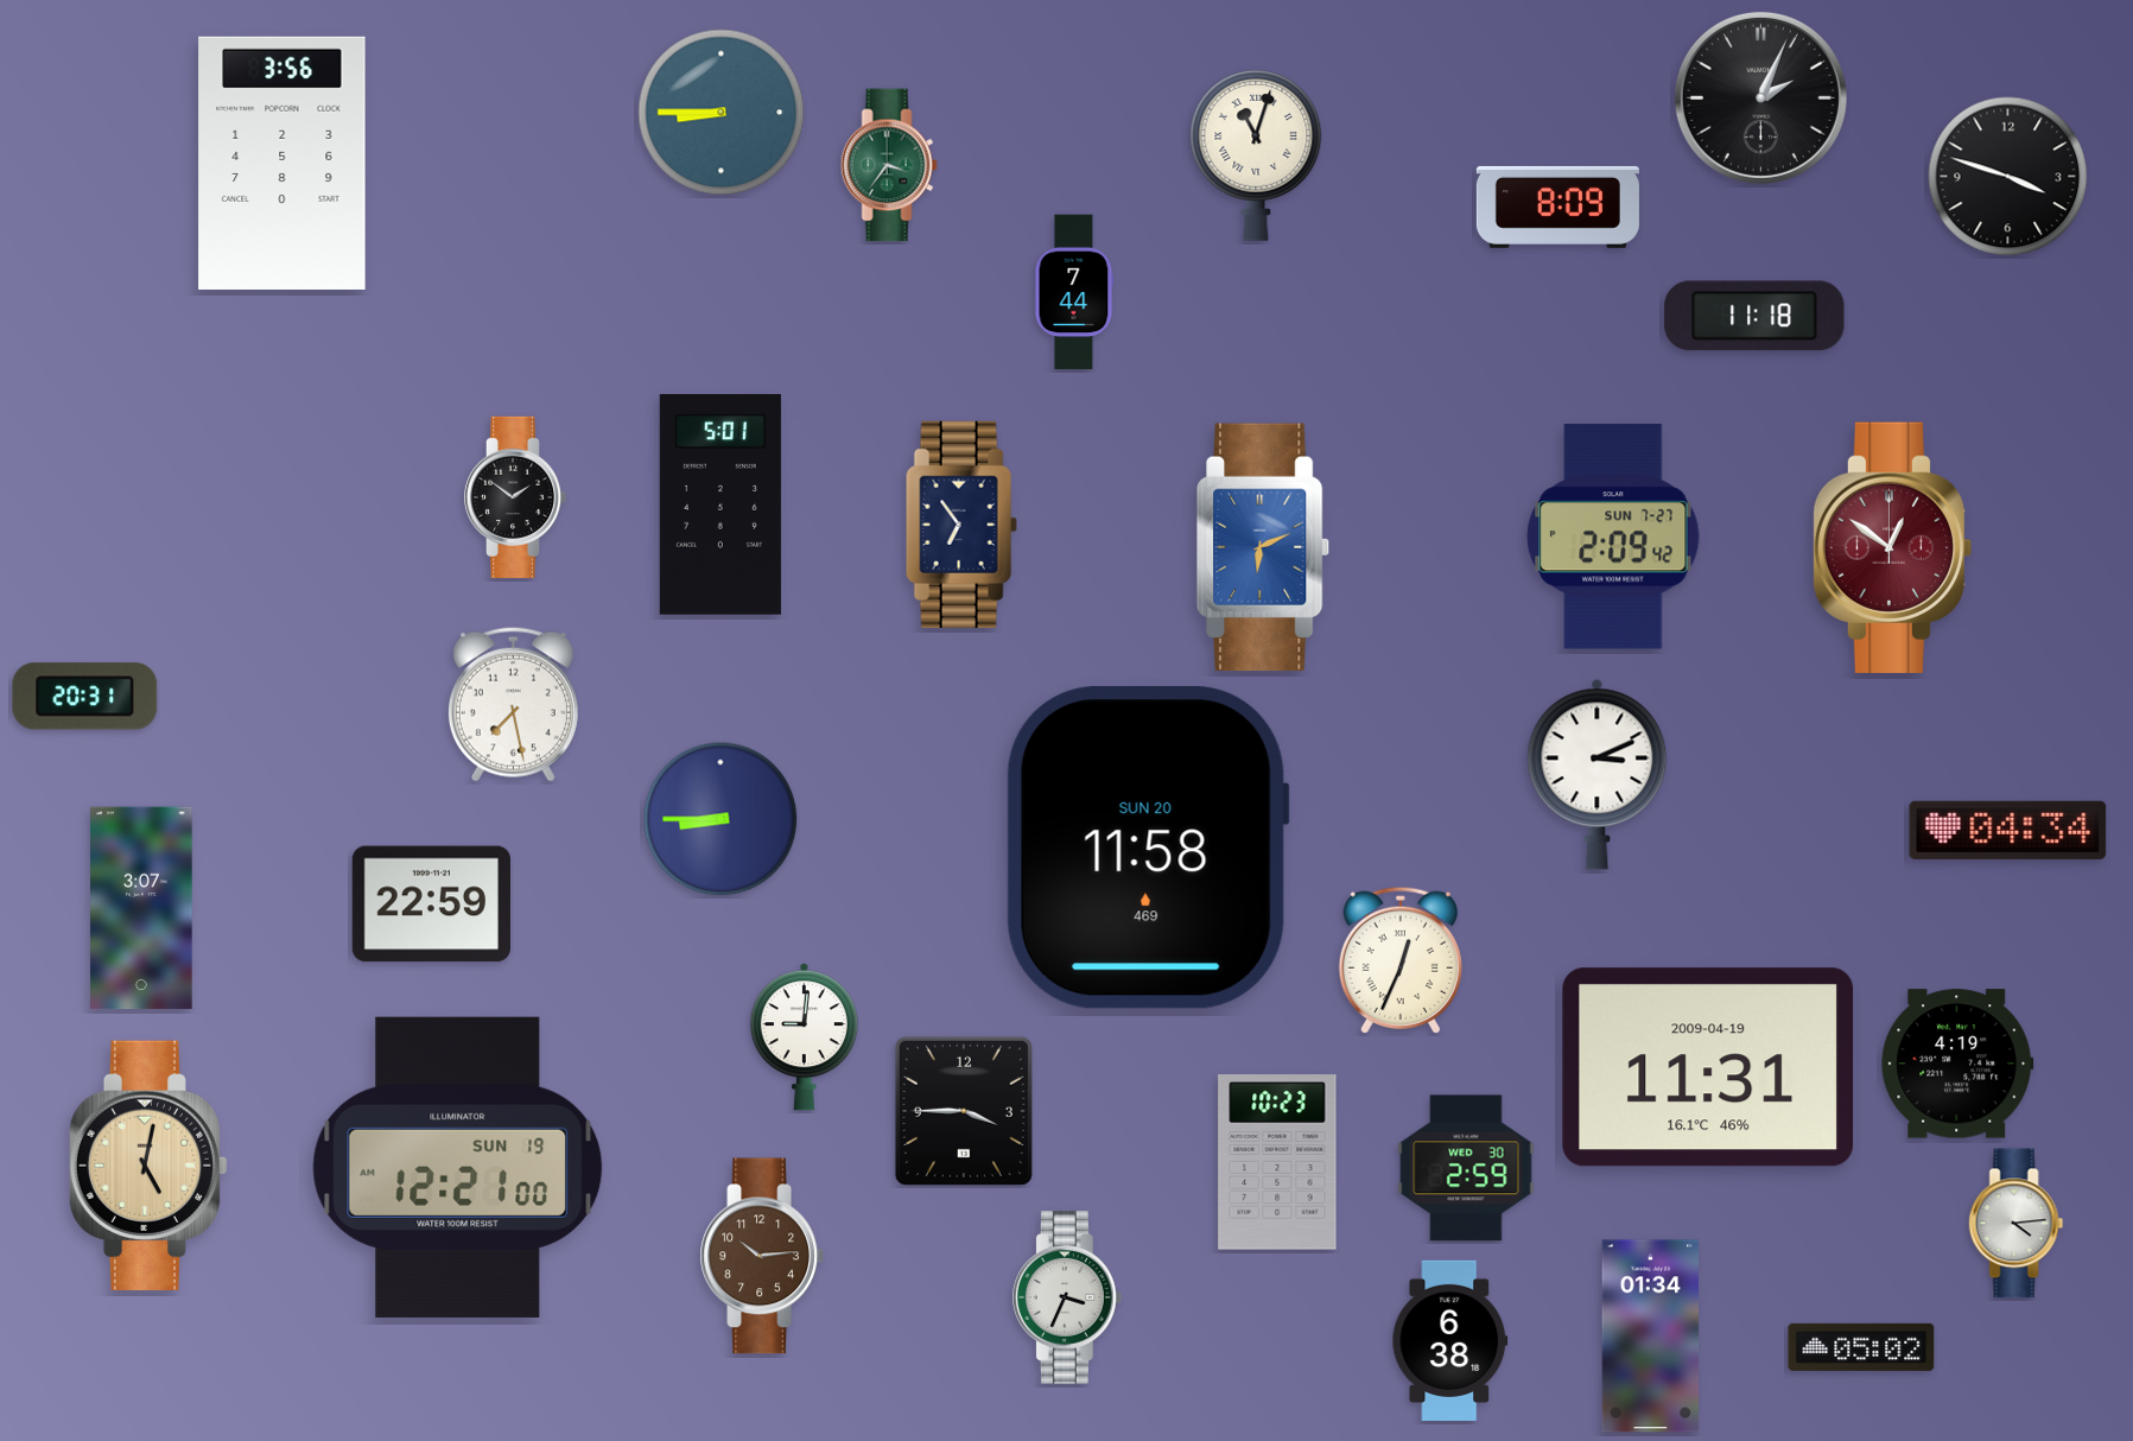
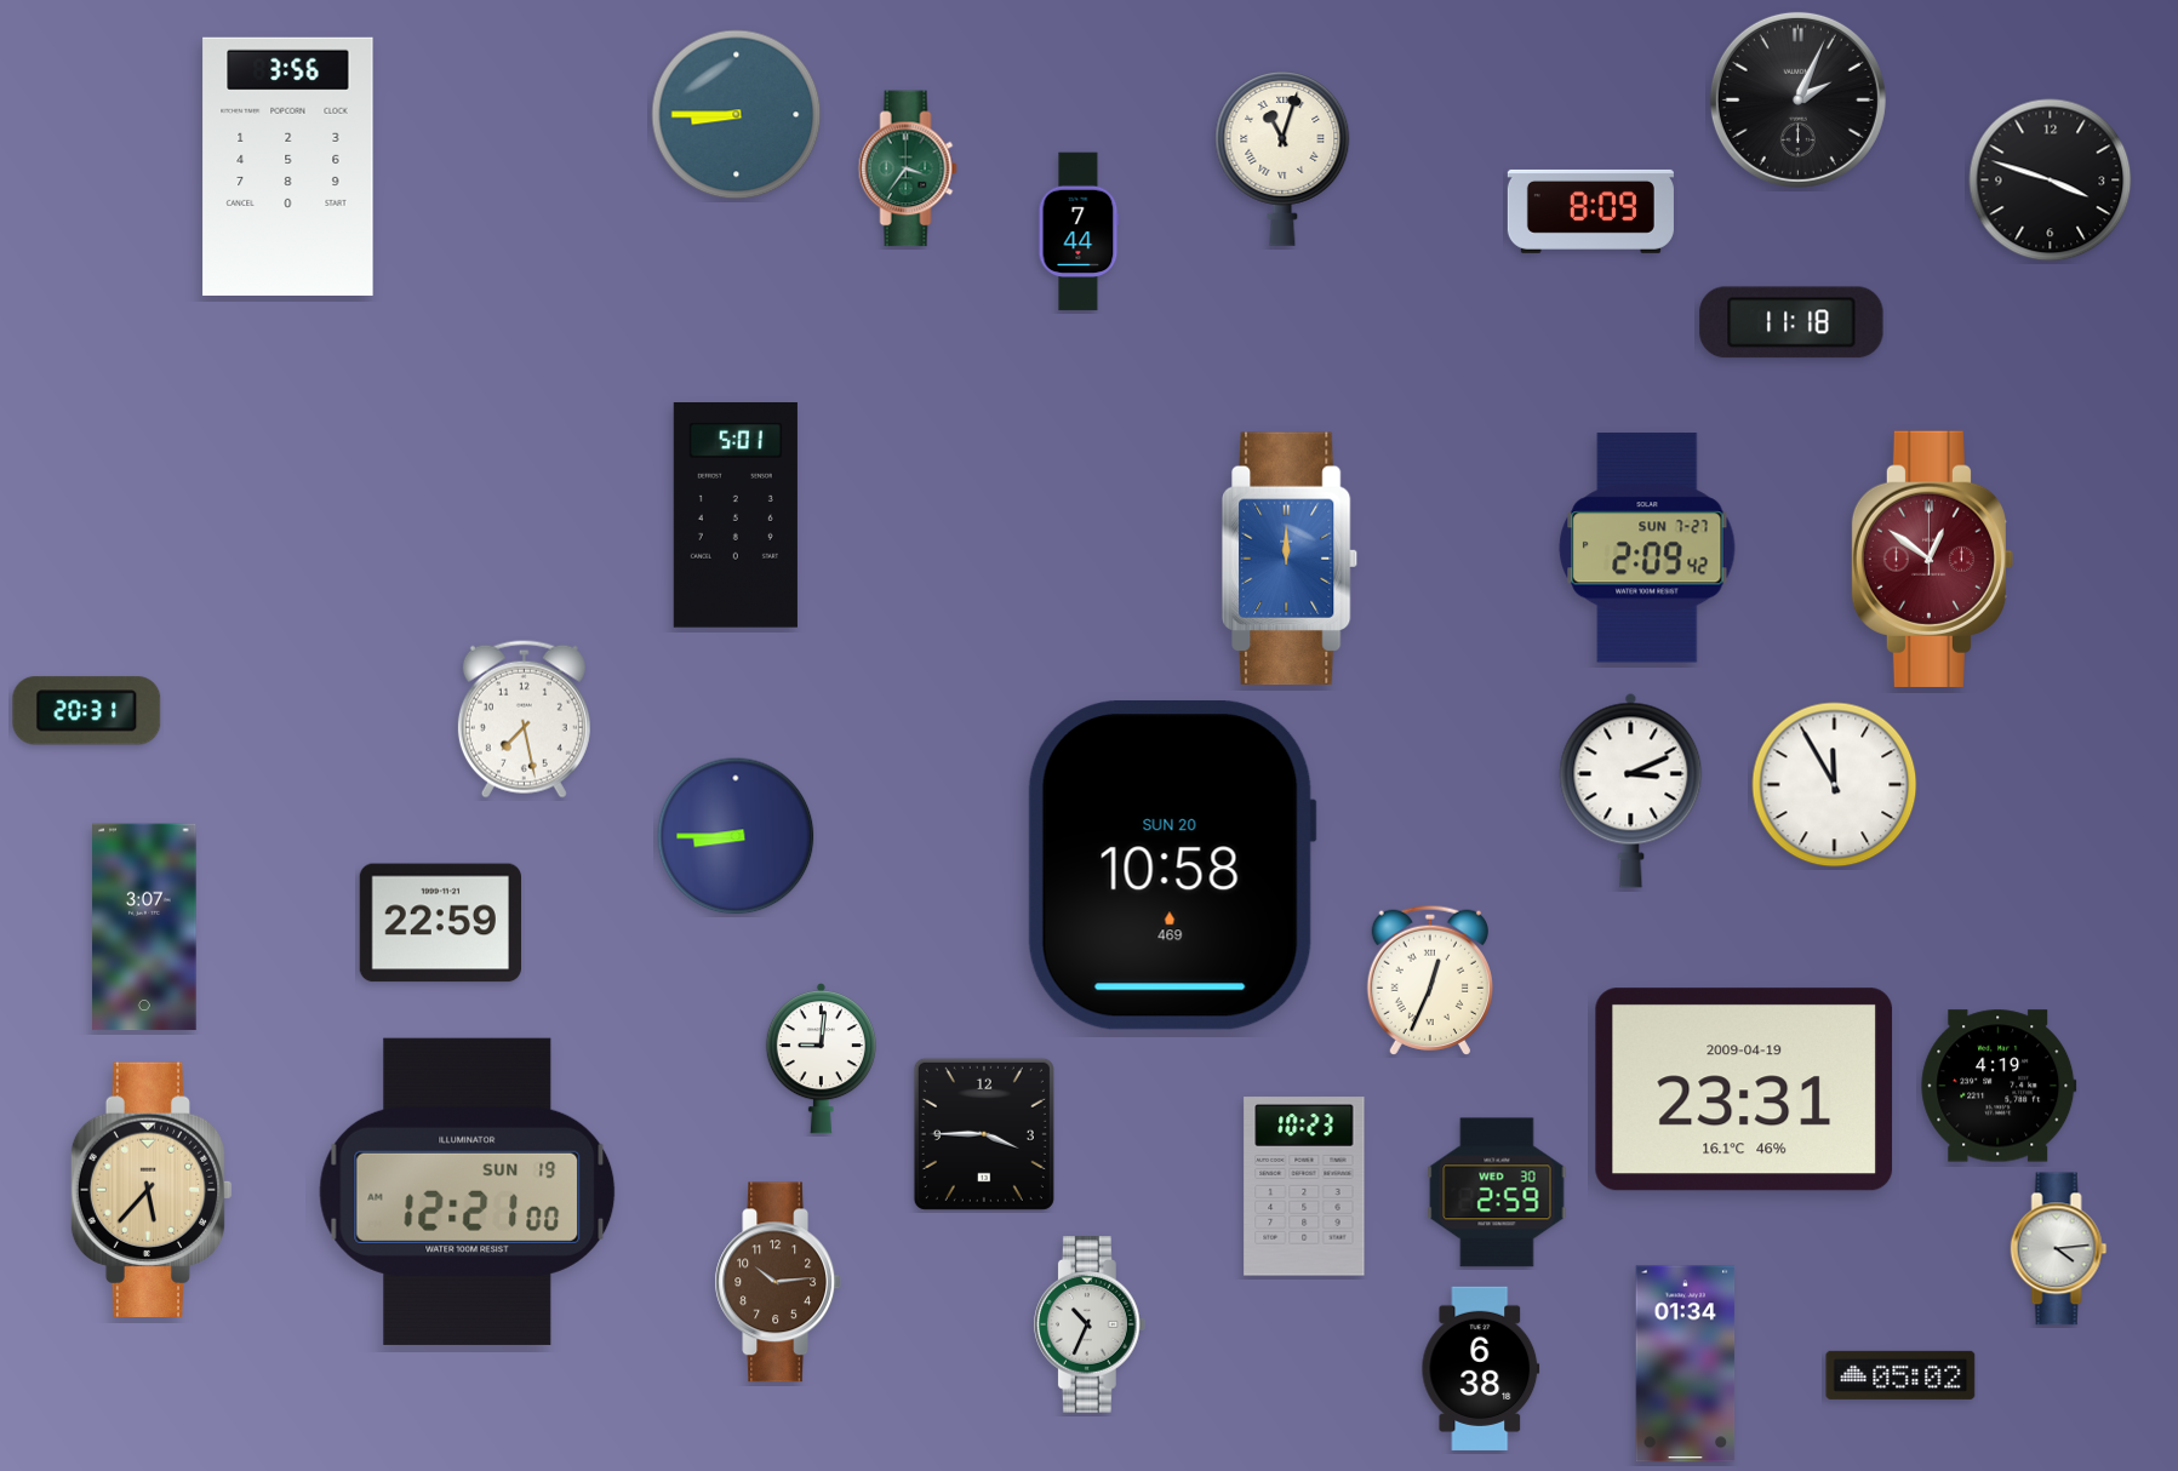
clock at (1074, 292) position: (1074, 292) -> (1079, 231)
clock at (515, 497): 1:51 -> none
clock at (961, 525): 6:54 -> none
clock at (1264, 547): 6:11 -> 12:00
clock at (1835, 785): none -> 11:55
clock at (2008, 830): 04:34 -> none
clock at (1148, 849): 11:58 -> 10:58
clock at (1708, 1067): 11:31 -> 23:31
clock at (148, 1164): 5:02 -> 5:37
clock at (1067, 1297): 3:34 -> 10:34
